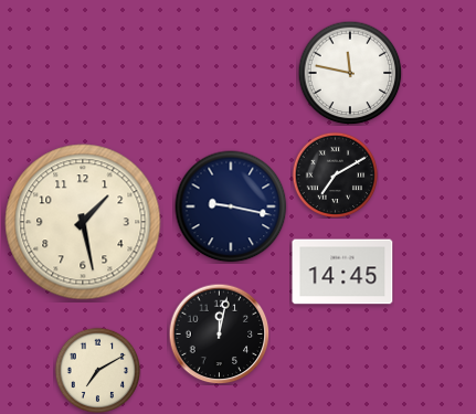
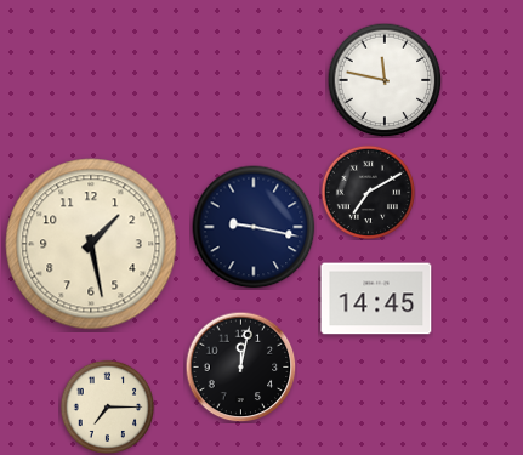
clock at (97, 370): 7:10 -> 7:15
